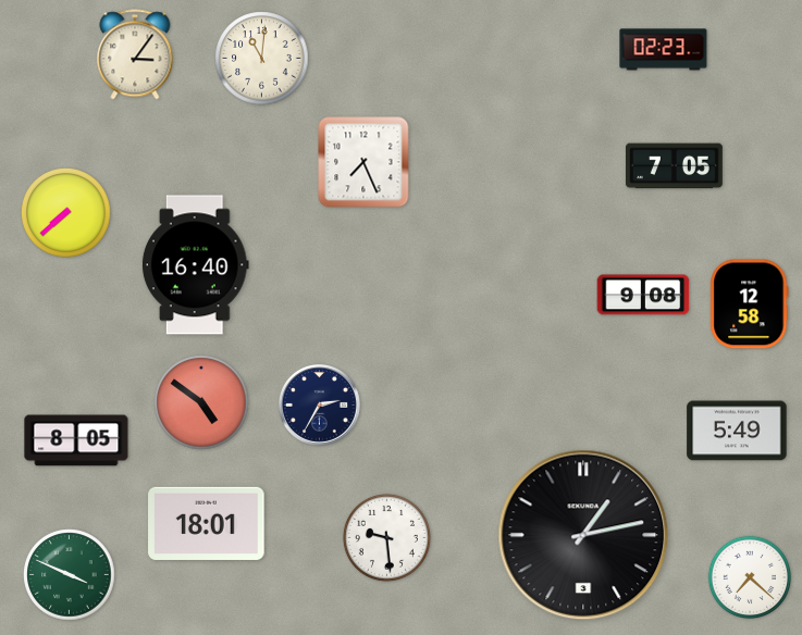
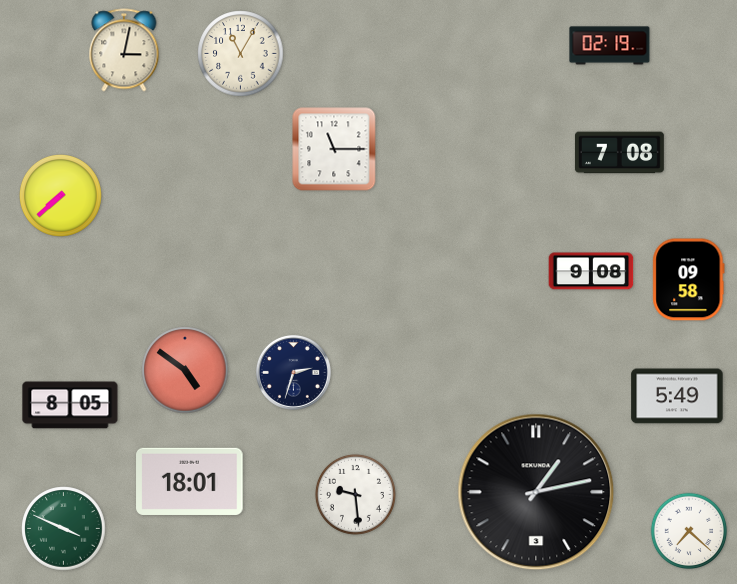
clock at (664, 50): 02:23 -> 02:19
clock at (135, 54): 3:06 -> 3:02
clock at (262, 59): 11:01 -> 11:05
clock at (363, 162): 7:26 -> 11:15
clock at (674, 166): 7:05 -> 7:08
clock at (195, 265): 16:40 -> none
clock at (750, 304): 12:58 -> 09:58
clock at (319, 404): 2:35 -> 2:33
